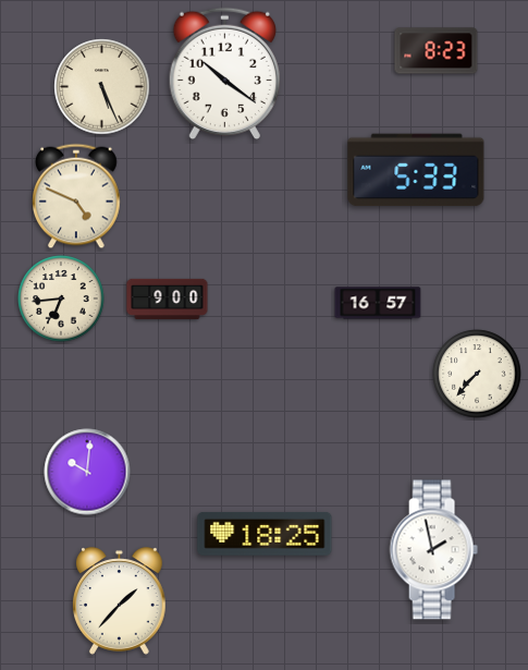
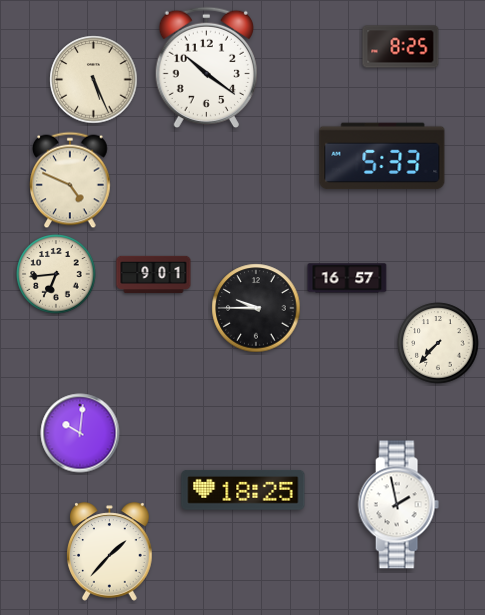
clock at (437, 51): 8:23 -> 8:25
clock at (168, 299): 9:00 -> 9:01
clock at (256, 308): none -> 9:45
